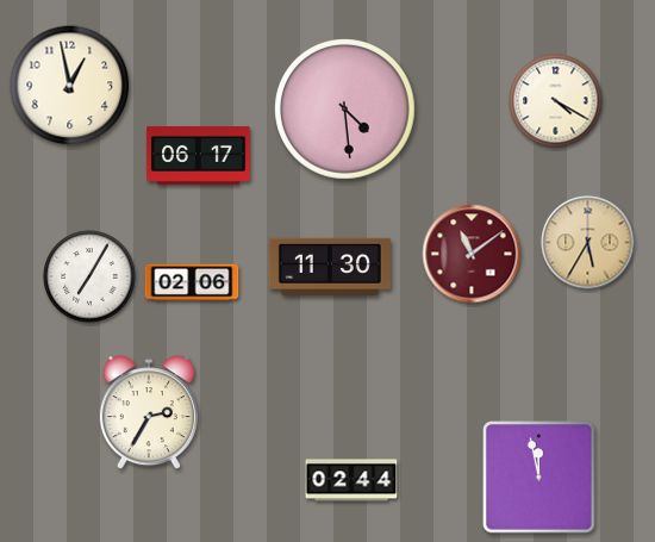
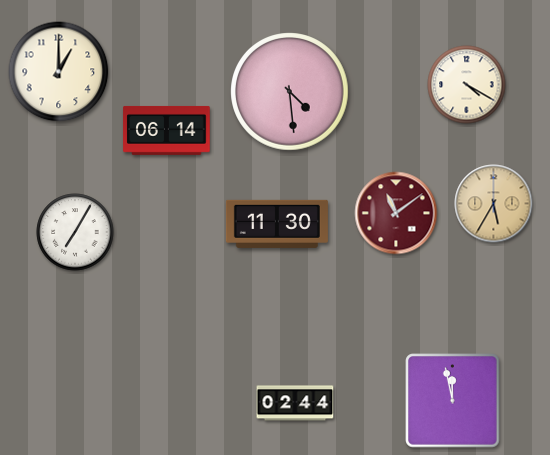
clock at (70, 86): 12:58 -> 1:00
clock at (199, 155): 06:17 -> 06:14
clock at (192, 282): 02:06 -> none
clock at (149, 413): 2:35 -> none
